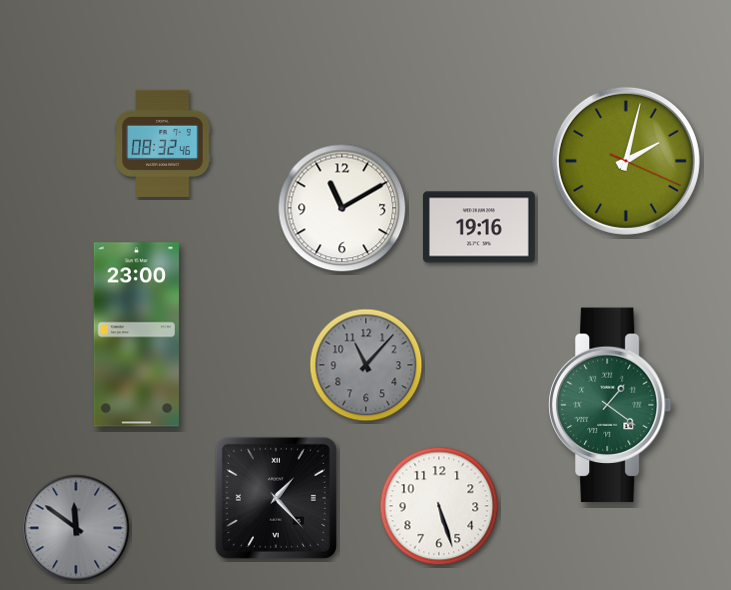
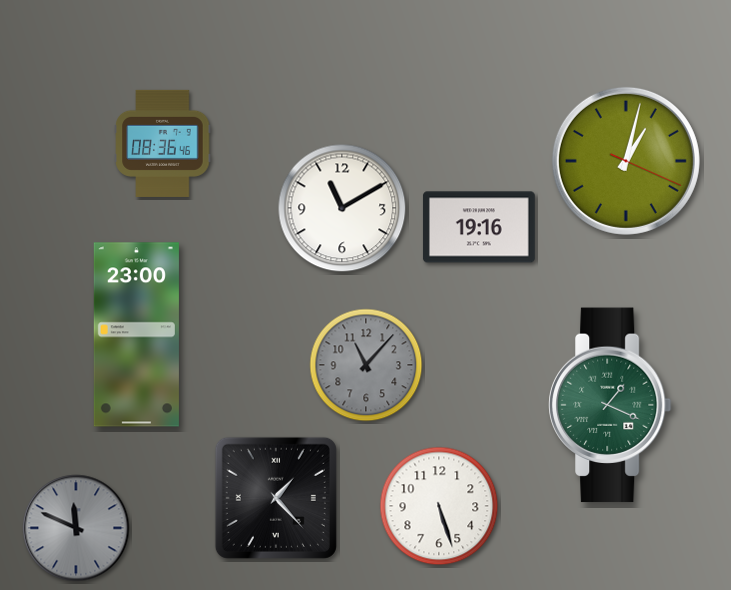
clock at (163, 143): 08:32 -> 08:36
clock at (626, 161): 2:02 -> 1:02
clock at (611, 405): 1:21 -> 1:19
clock at (76, 528): 11:51 -> 11:49
